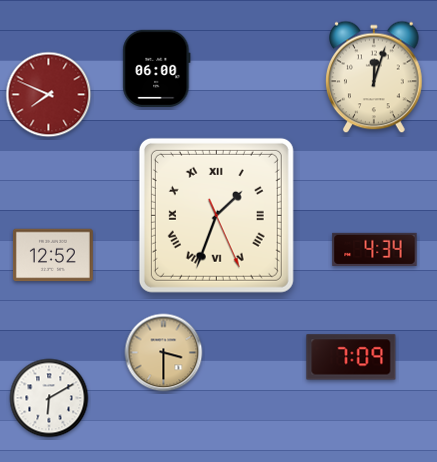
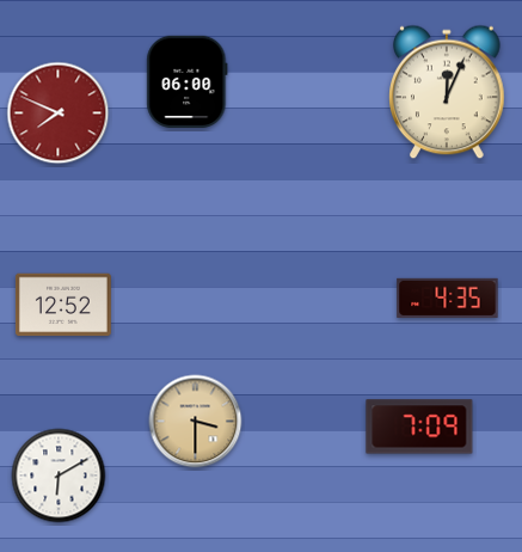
clock at (374, 77): 12:03 -> 12:04
clock at (216, 215): 1:33 -> none
clock at (375, 249): 4:34 -> 4:35
